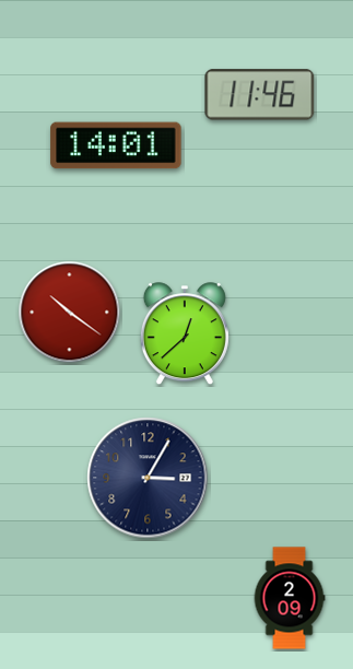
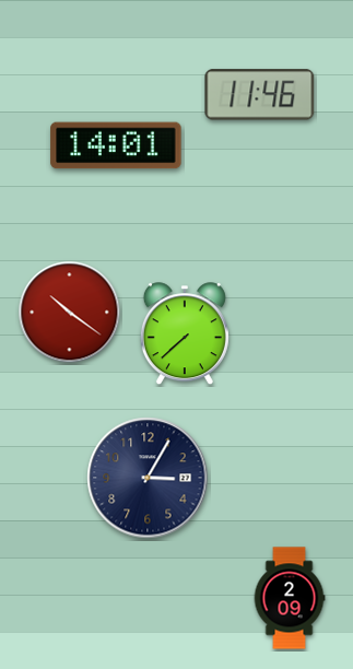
clock at (185, 334): 12:38 -> 7:38
